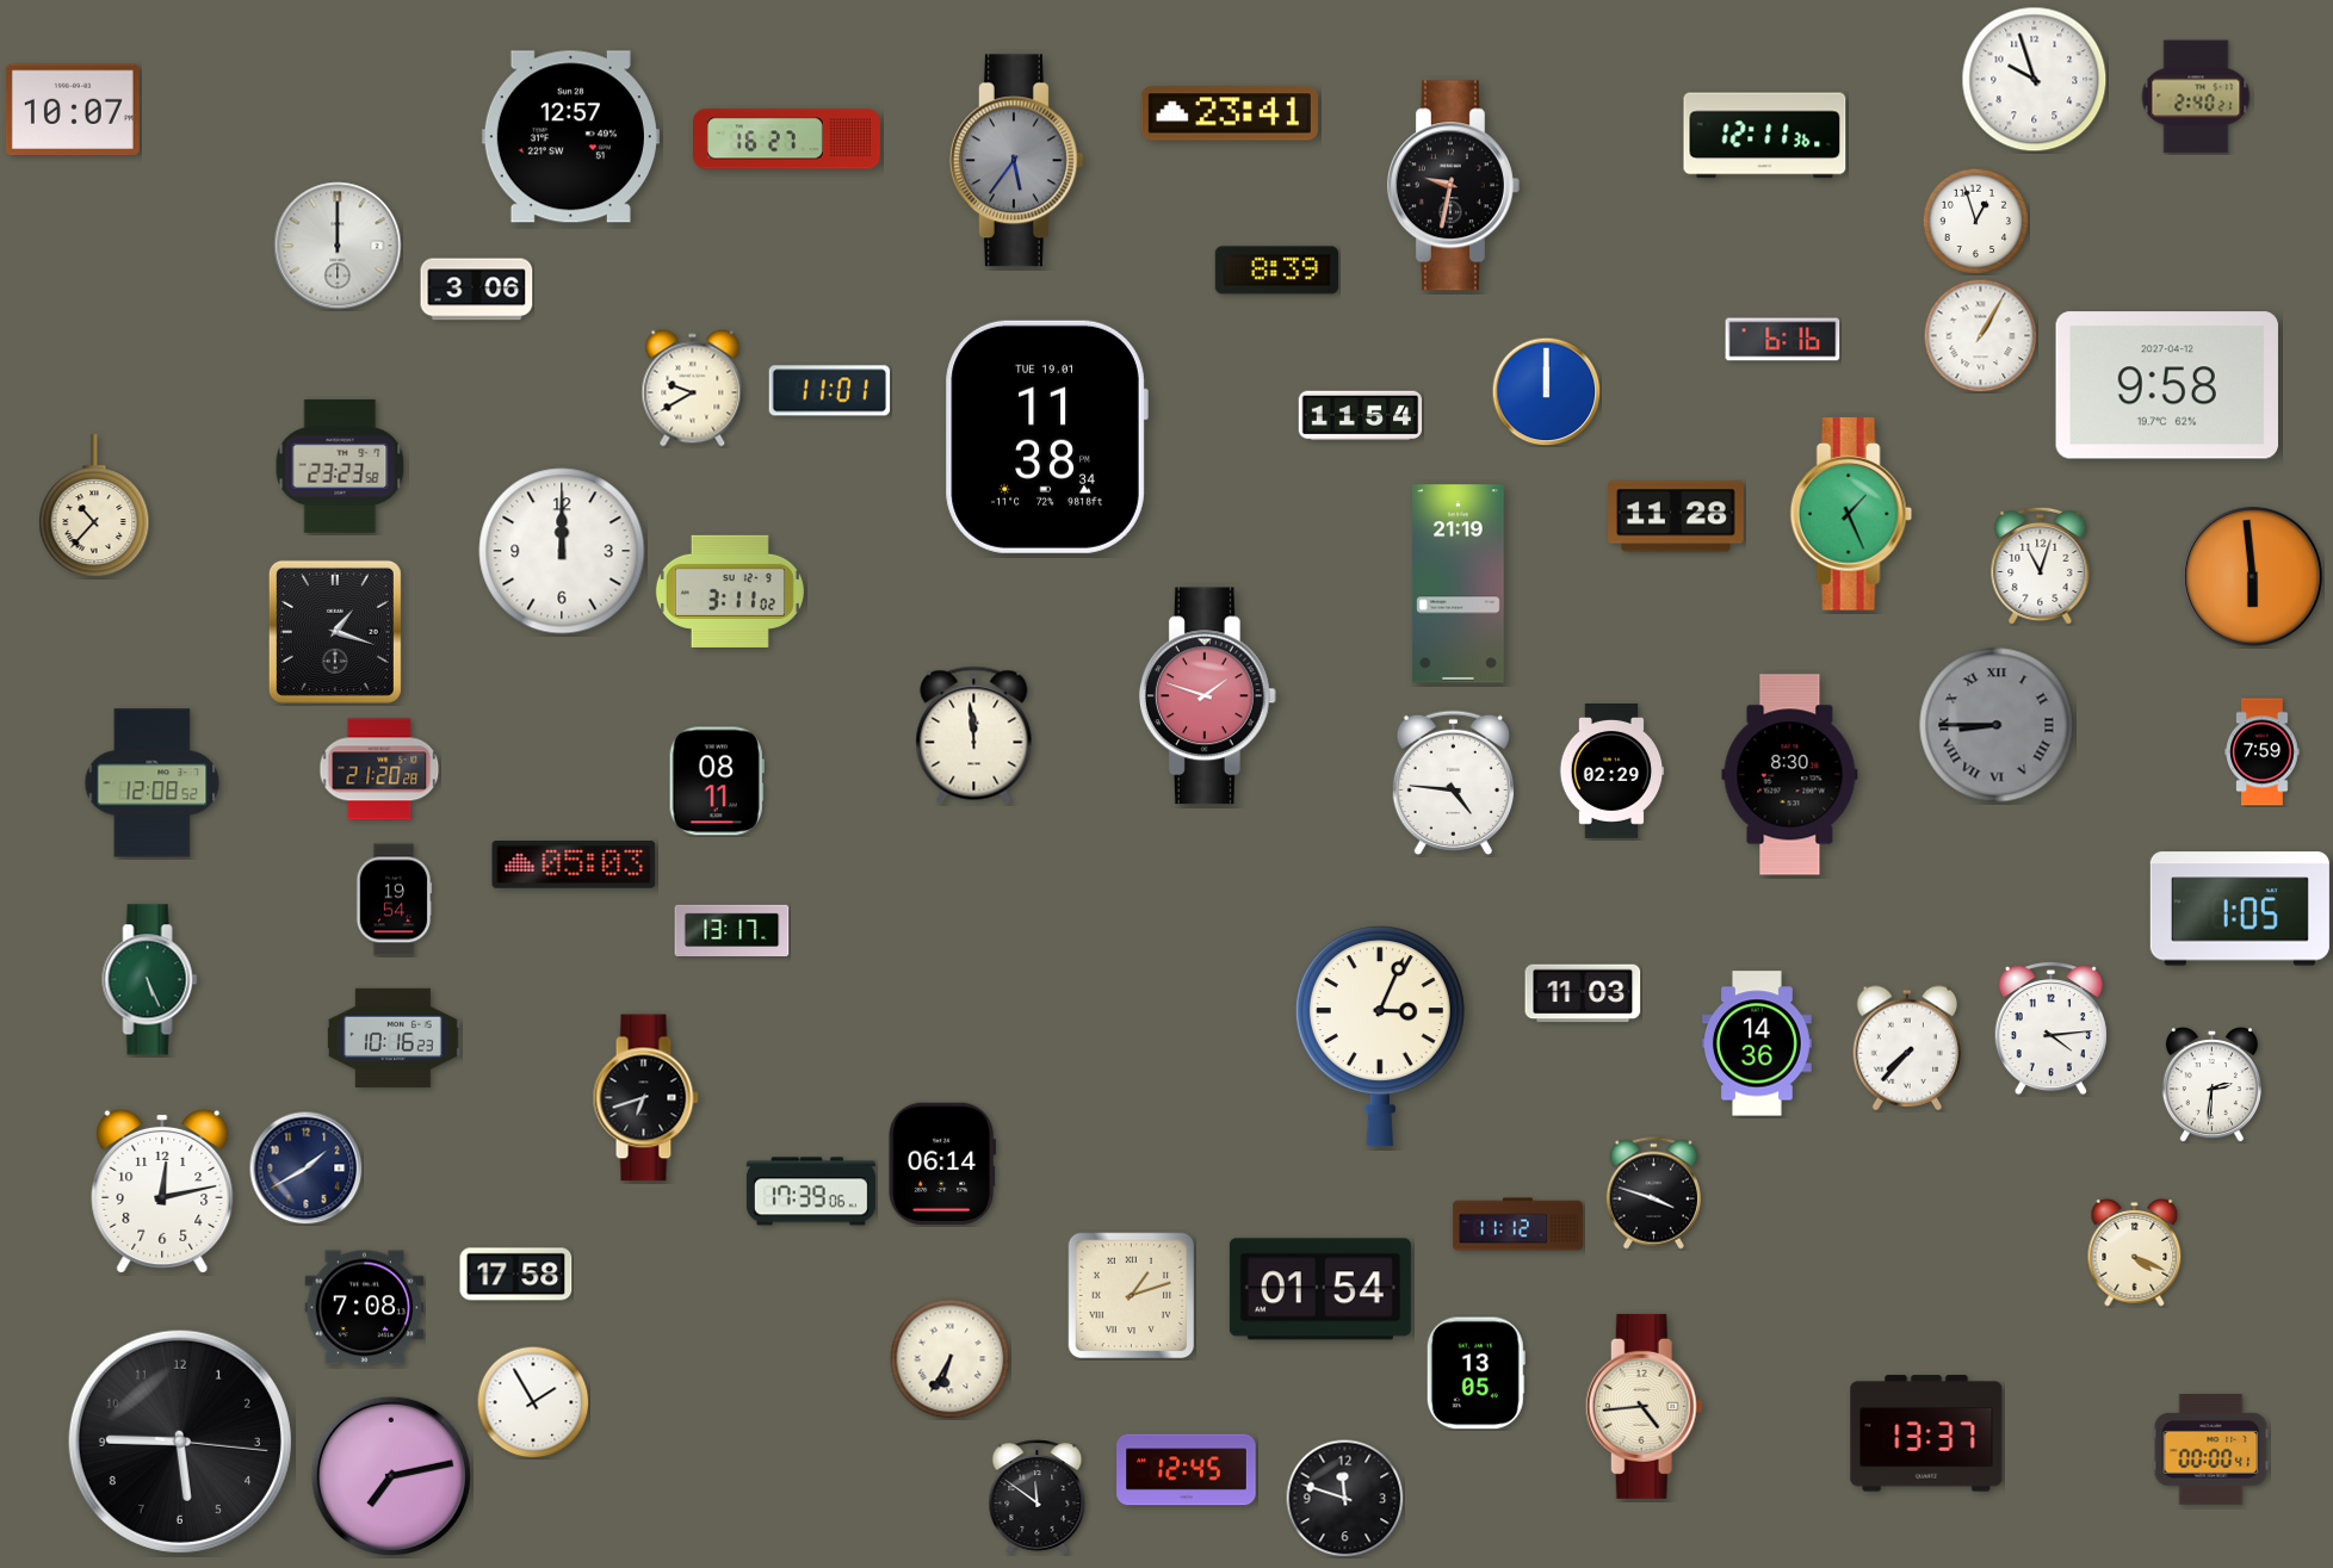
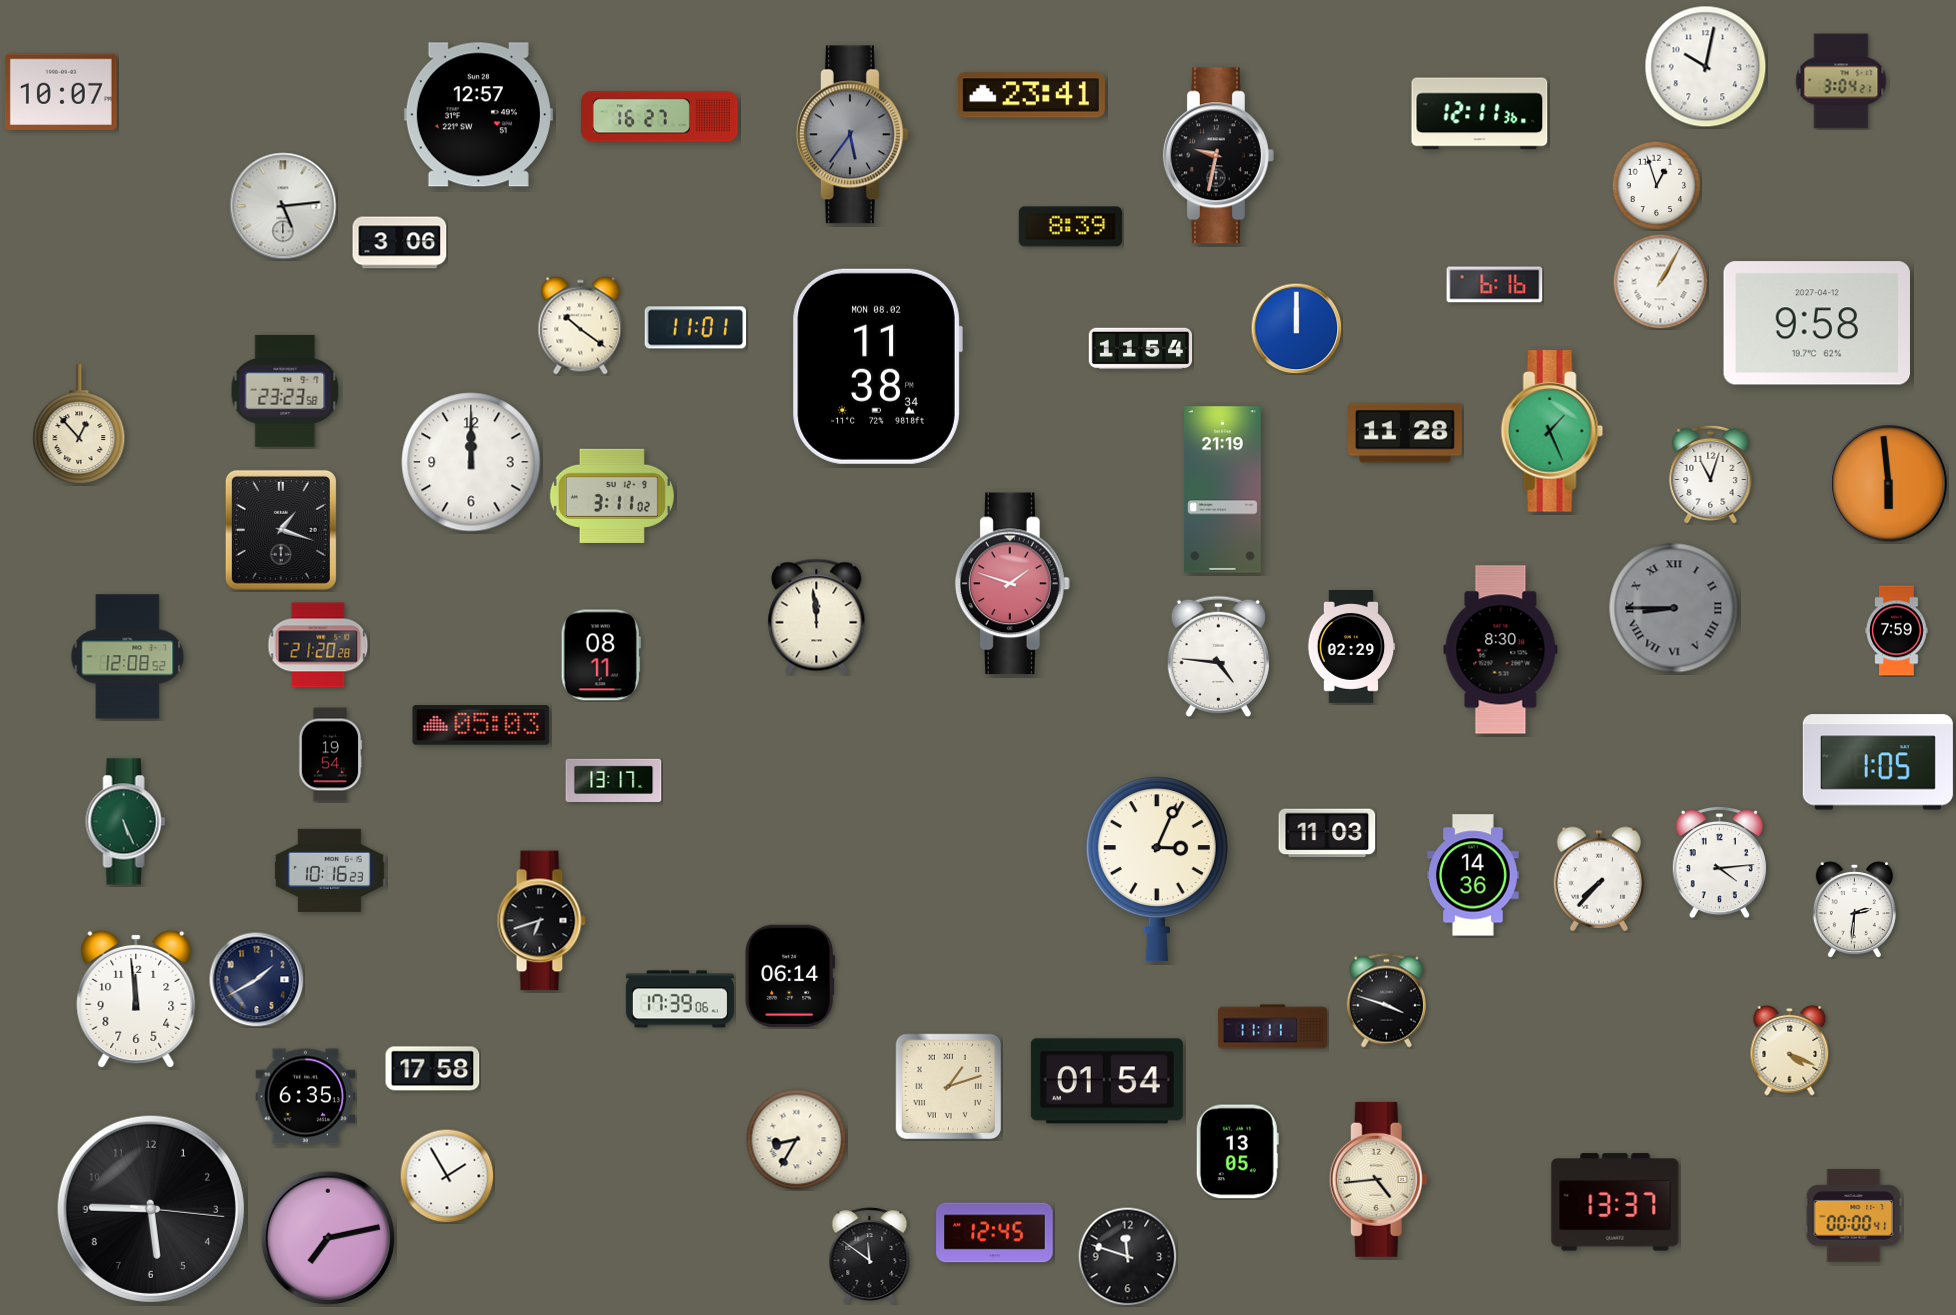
clock at (2035, 80): 9:57 -> 10:02
clock at (2196, 97): 2:40 -> 3:04
clock at (338, 246): 12:00 -> 5:14
clock at (693, 389): 9:40 -> 10:21
clock at (1046, 436) date: TUE 19.01 -> MON 08.02
clock at (94, 507): 10:37 -> 12:53
clock at (162, 1191): 12:13 -> 11:59
clock at (1517, 1225): 11:12 -> 11:11
clock at (365, 1308): 7:08 -> 6:35
clock at (951, 1359): 6:35 -> 8:35
